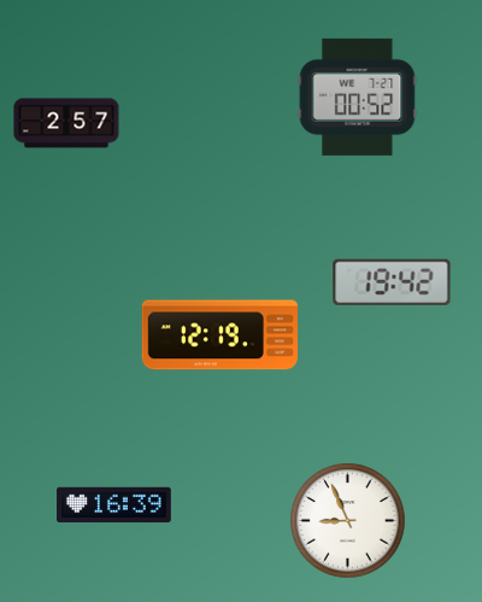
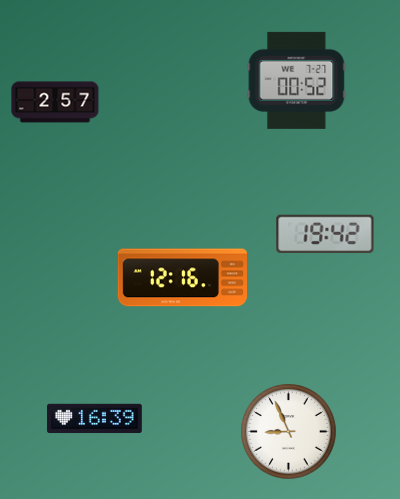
clock at (219, 335): 12:19 -> 12:16
